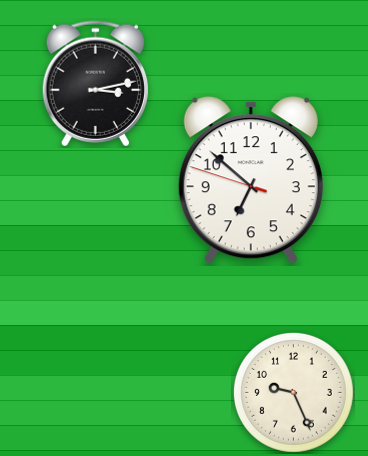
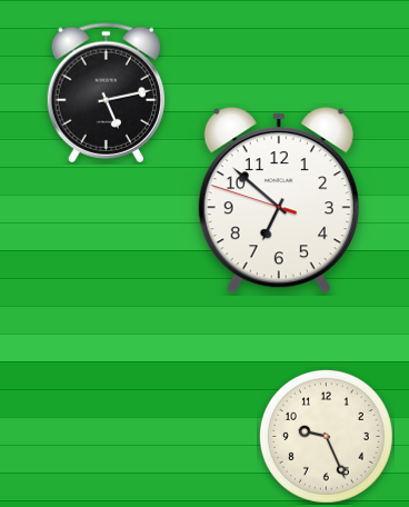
clock at (95, 84): 3:13 -> 5:13
